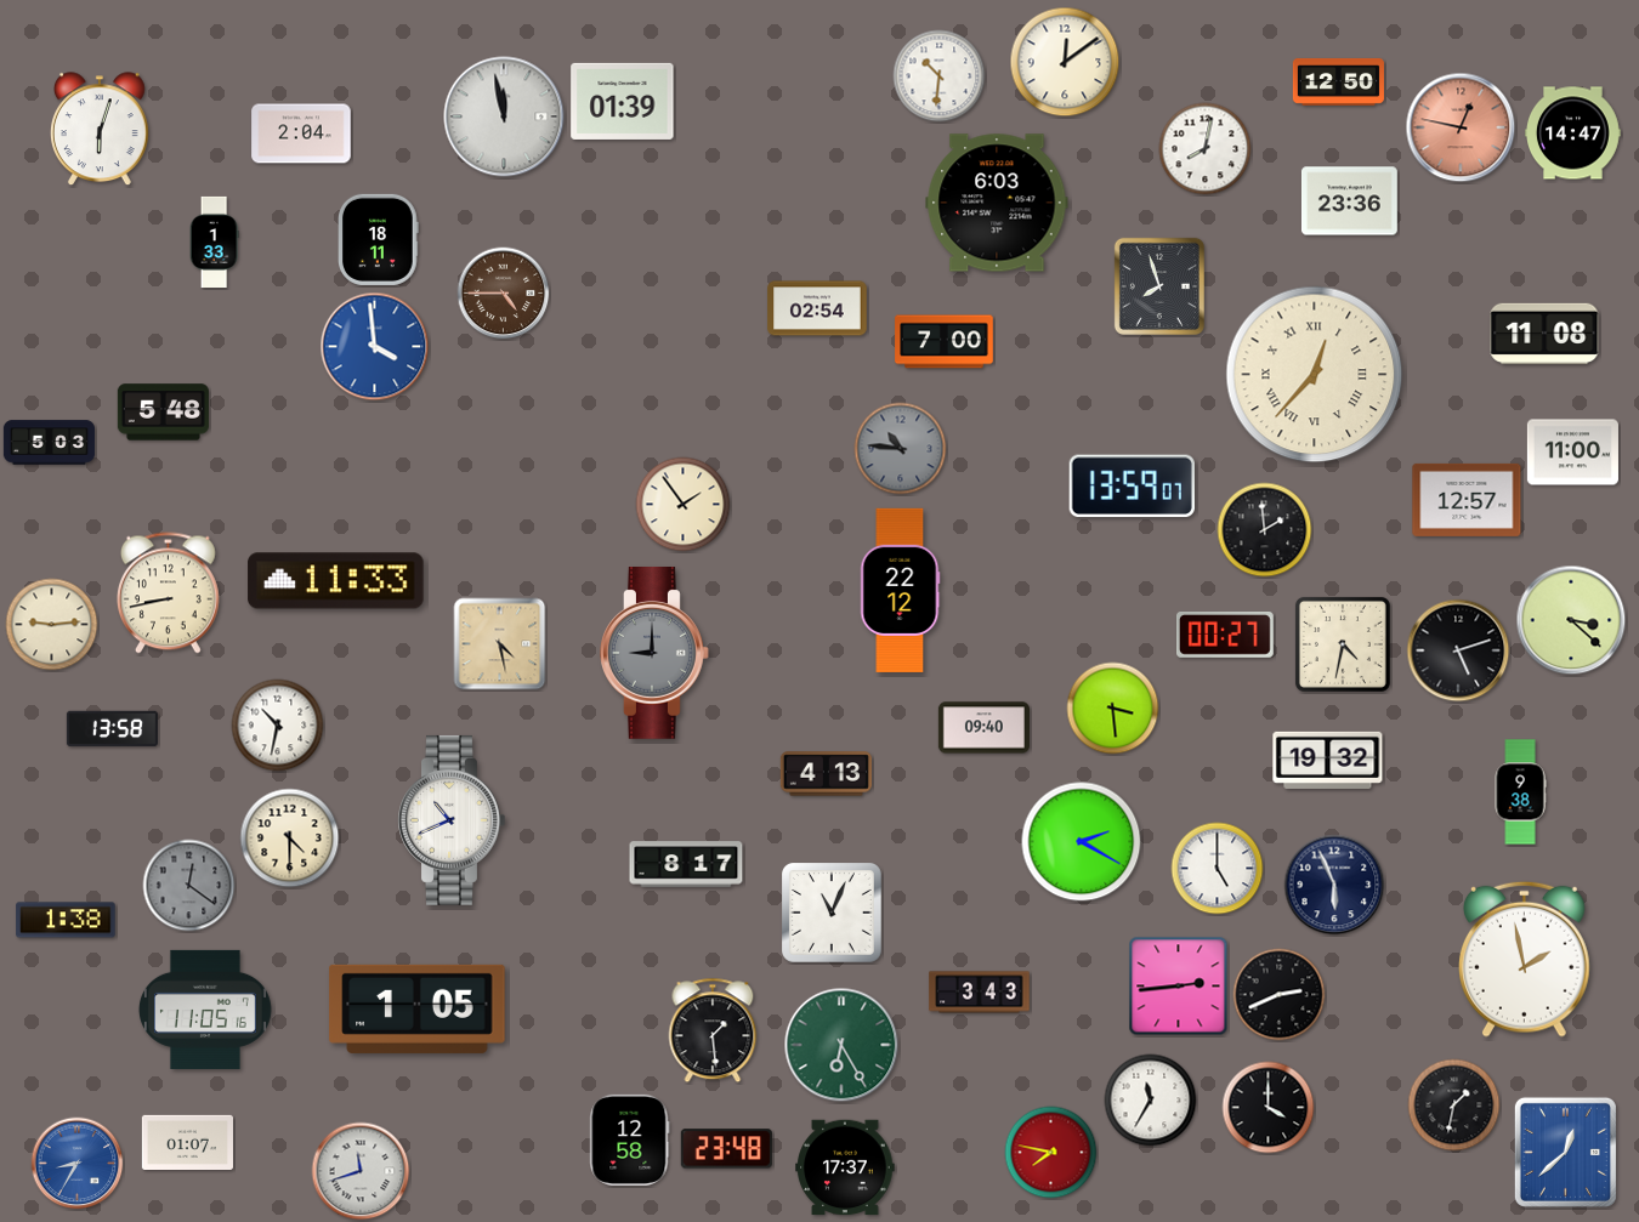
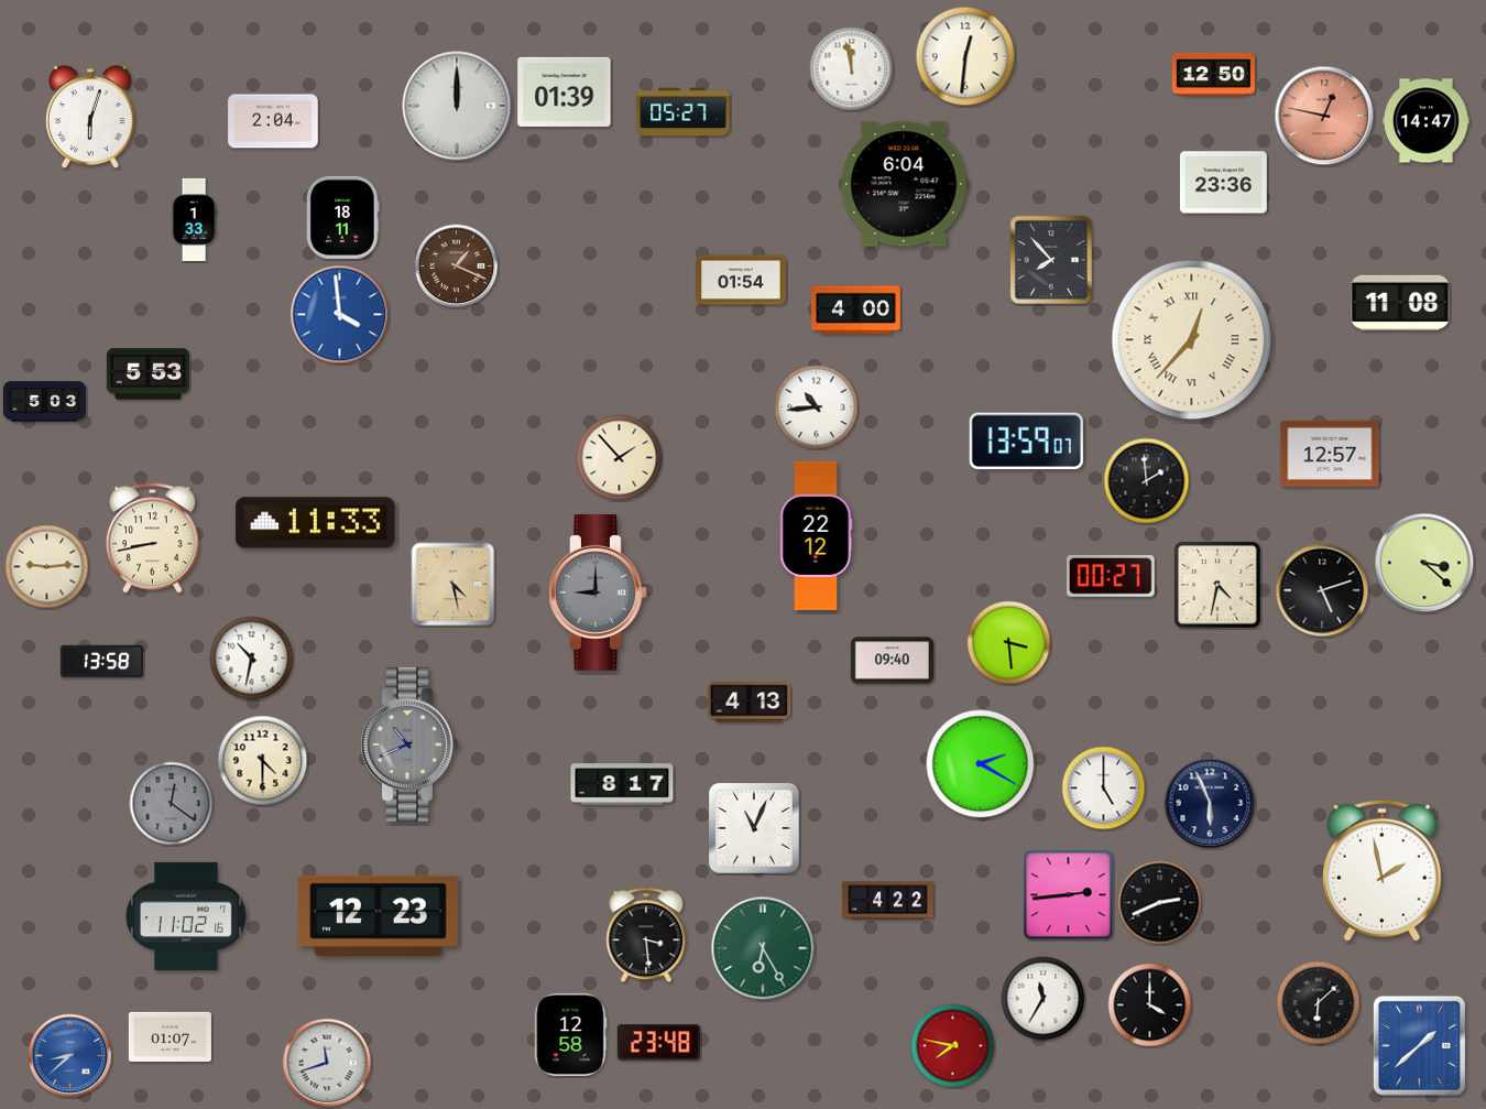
clock at (1065, 62): 12:09 -> 12:31
clock at (940, 76): 10:31 -> 11:58
clock at (504, 116): 11:58 -> 12:00
clock at (684, 112): none -> 05:27
clock at (1206, 149): 8:02 -> none
clock at (997, 203): 6:03 -> 6:04
clock at (1159, 286): 7:57 -> 7:53
clock at (504, 294): 4:45 -> 1:19
clock at (817, 308): 02:54 -> 01:54
clock at (945, 342): 7:00 -> 4:00
clock at (163, 413): 5:48 -> 5:53
clock at (901, 449): 10:46 -> 10:44
clock at (901, 449) dial: grey -> white
clock at (1572, 453): 11:00 -> none
clock at (684, 505): 1:54 -> 1:53
clock at (336, 581) position: (336, 581) -> (316, 523)
clock at (656, 654) position: (656, 654) -> (599, 594)
clock at (1328, 760): 19:32 -> none
clock at (1520, 792): 9:38 -> none
clock at (452, 820) dial: white -> grey
clock at (66, 920): 1:38 -> none
clock at (980, 993): 3:43 -> 4:22
clock at (418, 1008): 1:05 -> 12:23
clock at (205, 1010): 11:05 -> 11:02
clock at (713, 1030): 1:29 -> 3:29
clock at (1454, 1106): 1:32 -> 6:08
clock at (1565, 1152): 12:38 -> 1:38
clock at (78, 1164): 8:35 -> 8:38
clock at (845, 1167): 17:37 -> none
